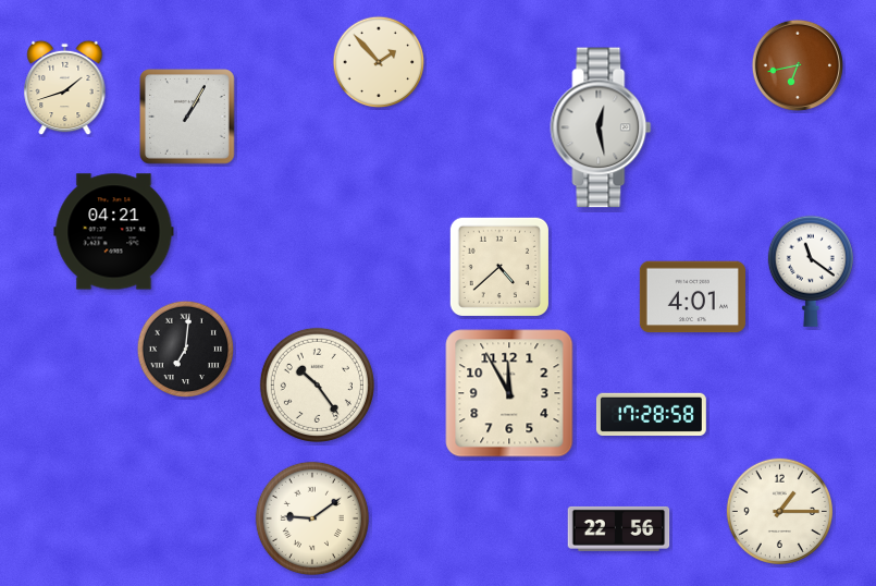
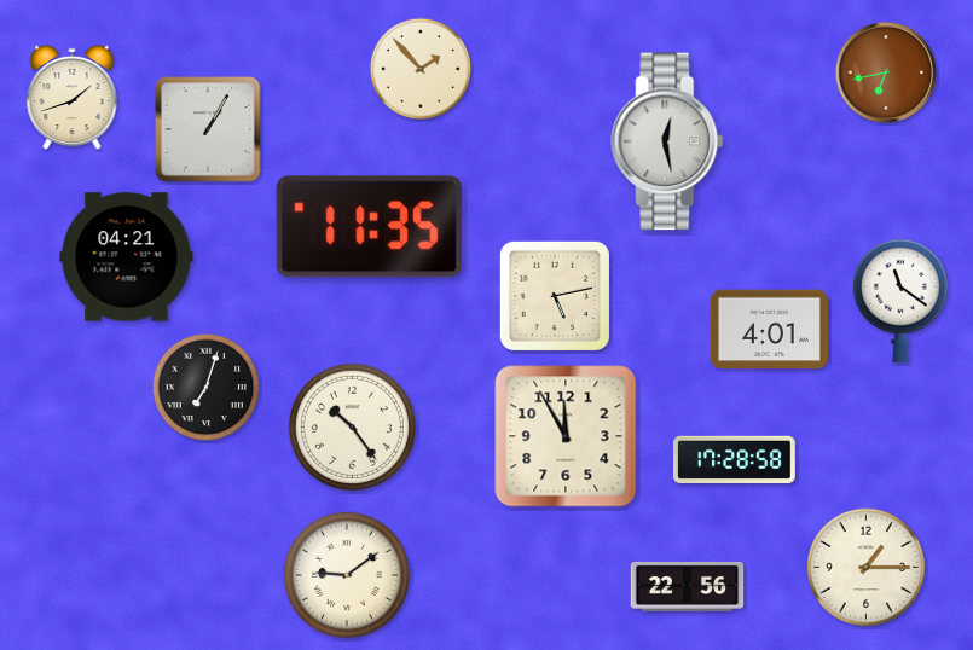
clock at (369, 227): none -> 11:35
clock at (498, 266): 4:38 -> 5:13
clock at (186, 350): 7:01 -> 7:03
clock at (651, 414) position: (651, 414) -> (734, 459)
